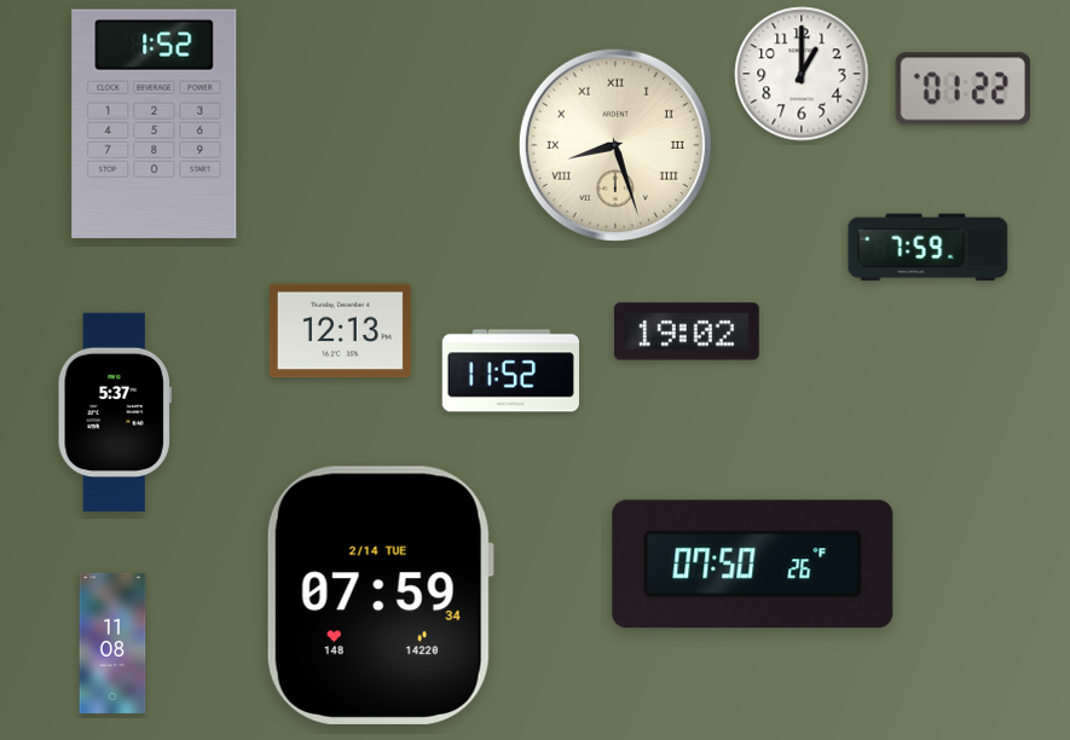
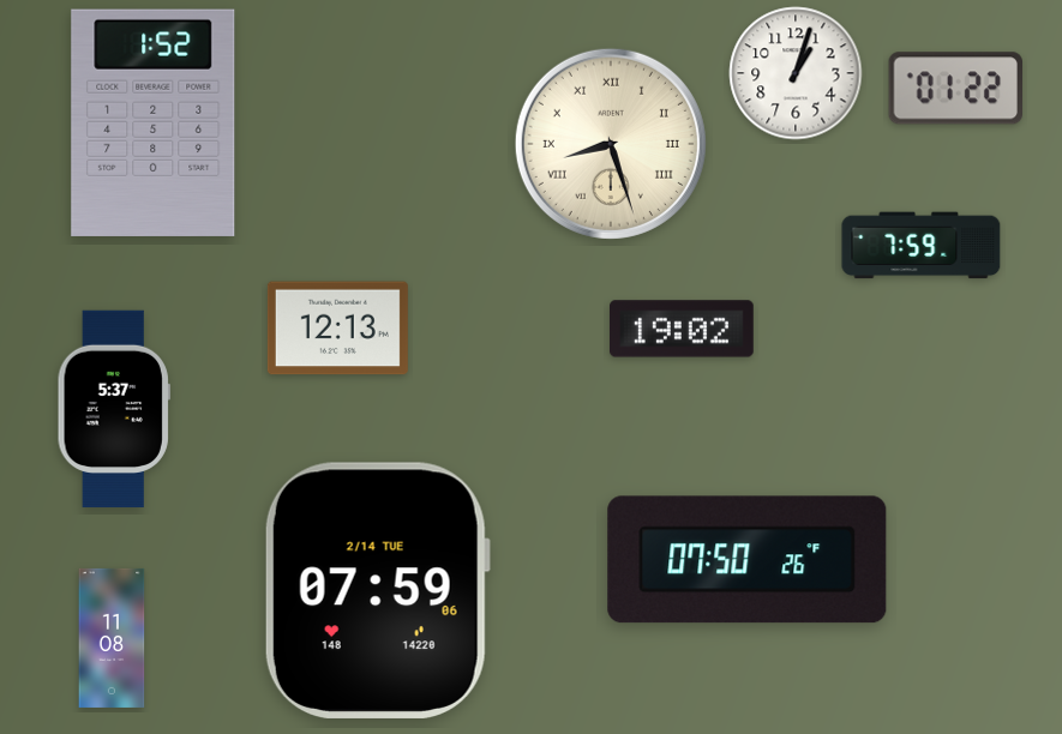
clock at (802, 74): 1:00 -> 1:03
clock at (510, 371): 11:52 -> none
clock at (380, 595): 07:59:34 -> 07:59:06
